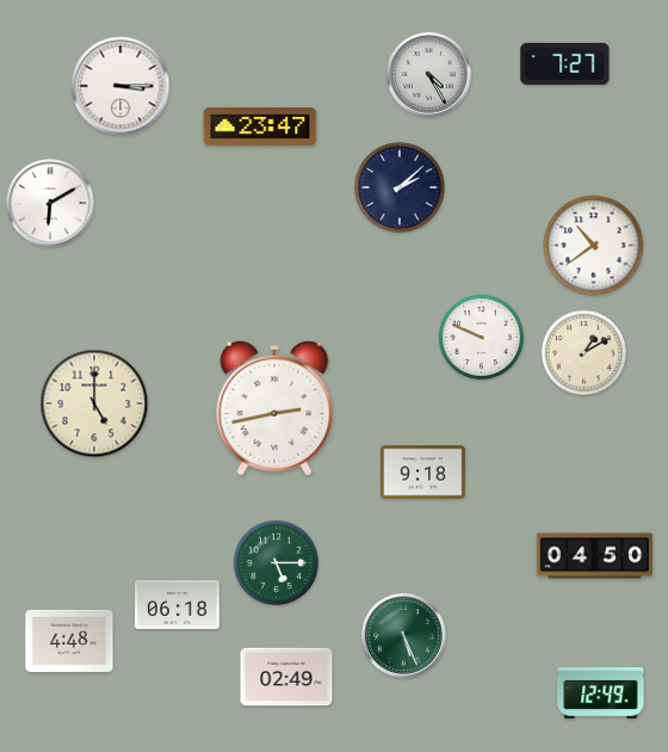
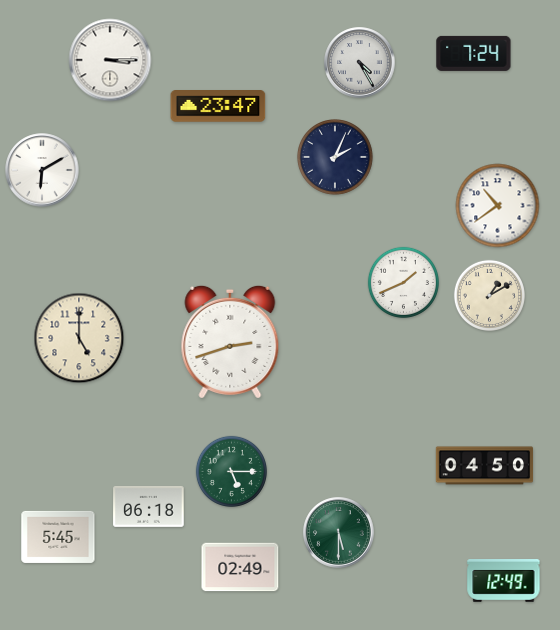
clock at (565, 63): 7:27 -> 7:24
clock at (120, 86) position: (120, 86) -> (110, 60)
clock at (400, 187): 2:08 -> 2:04
clock at (481, 337): 9:49 -> 1:41
clock at (274, 408): 2:43 -> 2:42
clock at (423, 473): 9:18 -> none
clock at (595, 556) position: (595, 556) -> (485, 466)
clock at (404, 636): 5:26 -> 5:30
clock at (69, 641): 4:48 -> 5:45
